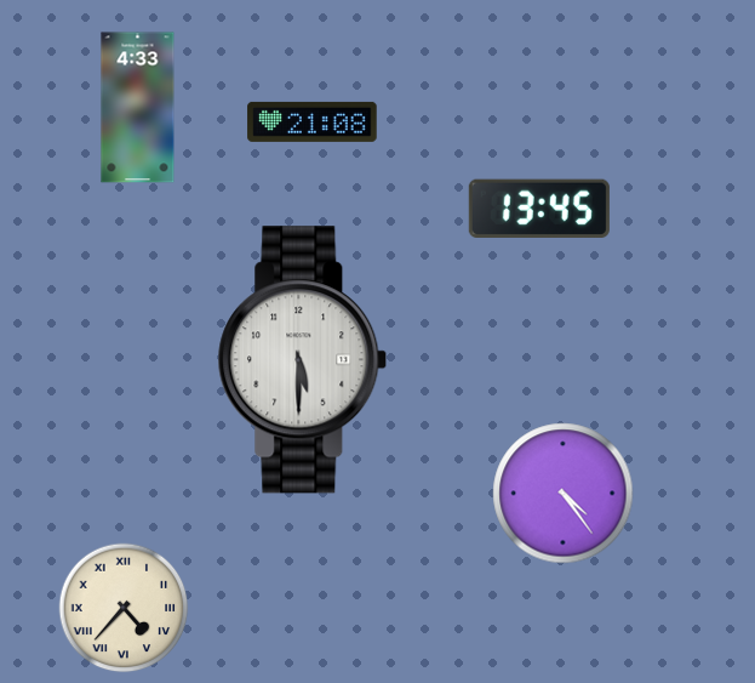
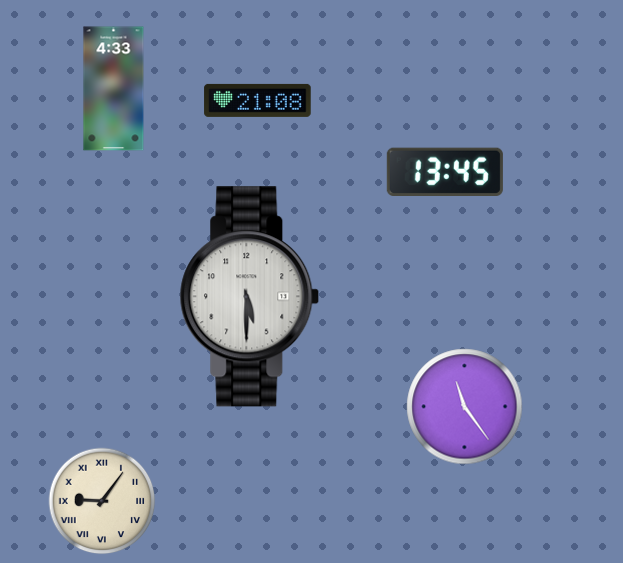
clock at (564, 494): 4:24 -> 11:24
clock at (124, 608): 4:37 -> 9:06
